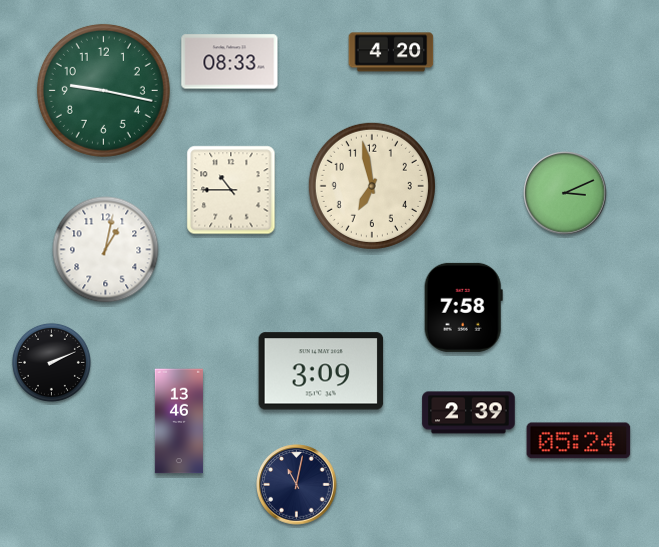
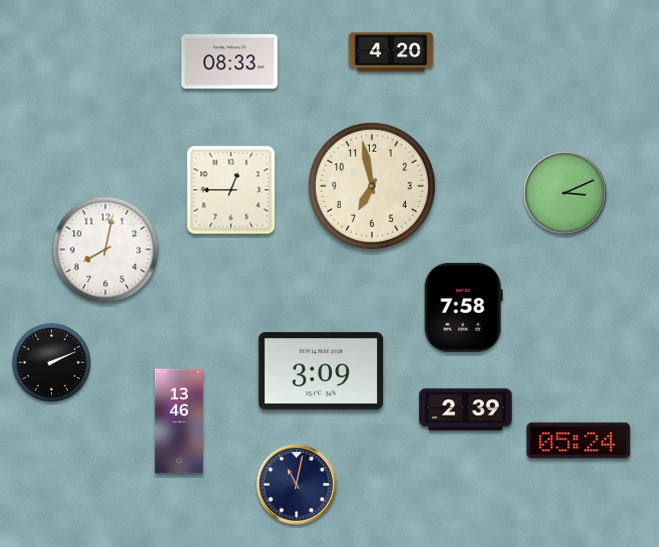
clock at (103, 90): 9:17 -> none
clock at (231, 190): 10:45 -> 12:45
clock at (106, 250): 1:02 -> 8:02
clock at (469, 413) position: (469, 413) -> (466, 410)
